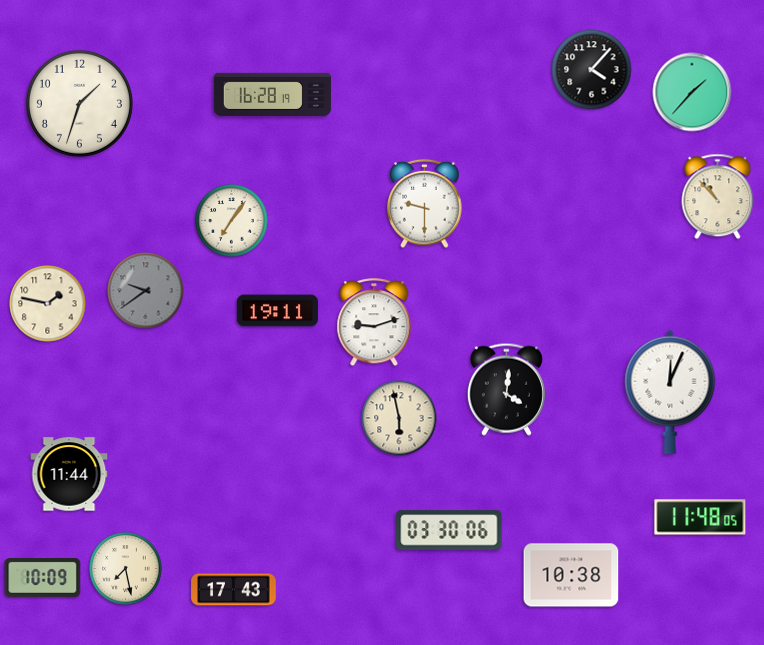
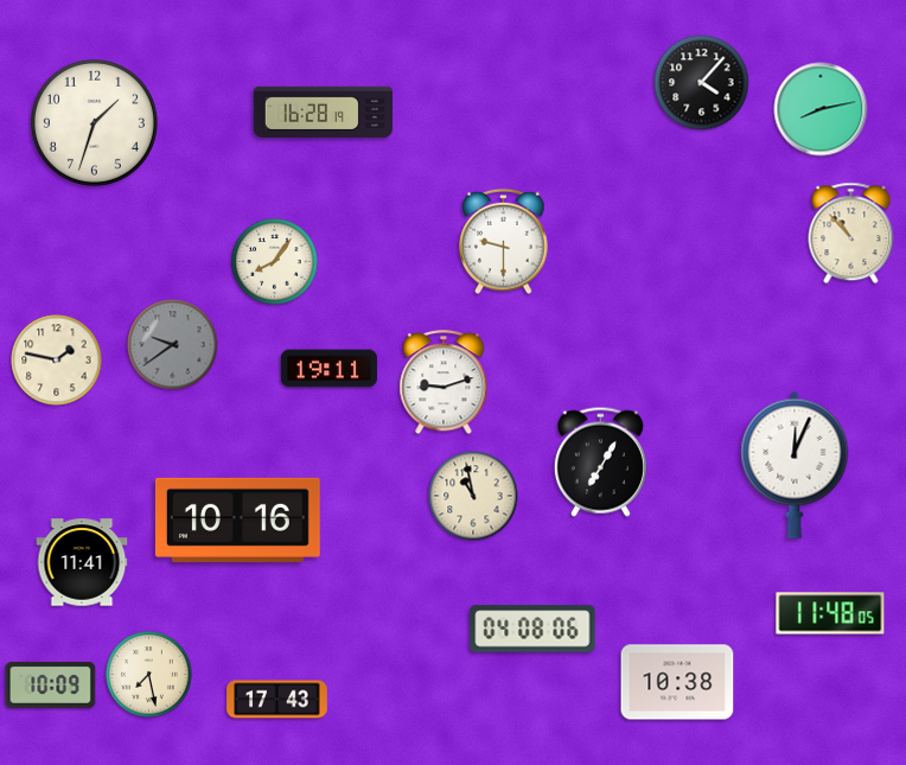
clock at (692, 92): 1:37 -> 8:13
clock at (232, 221): 7:06 -> 8:06
clock at (506, 389): 4:01 -> 7:05
clock at (399, 418): 5:58 -> 10:58
clock at (237, 519): none -> 10:16
clock at (69, 474): 11:44 -> 11:41
clock at (449, 530): 03:30 -> 04:08
